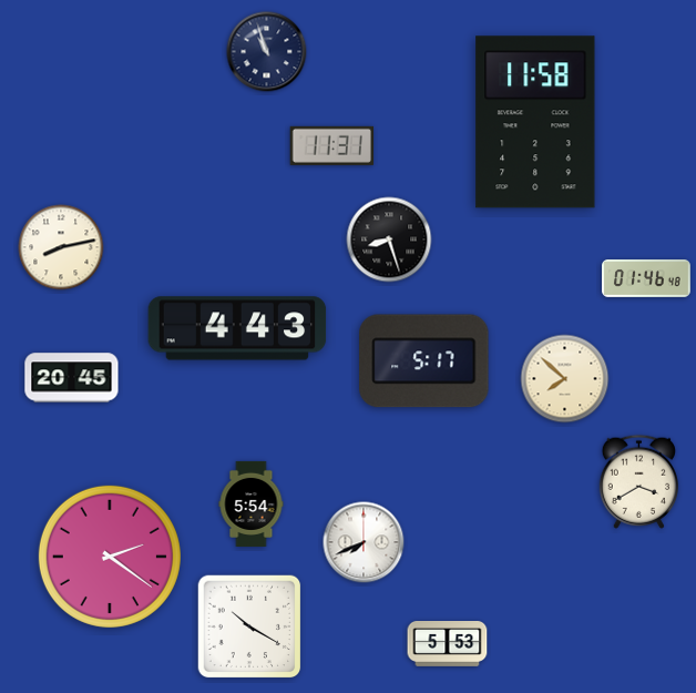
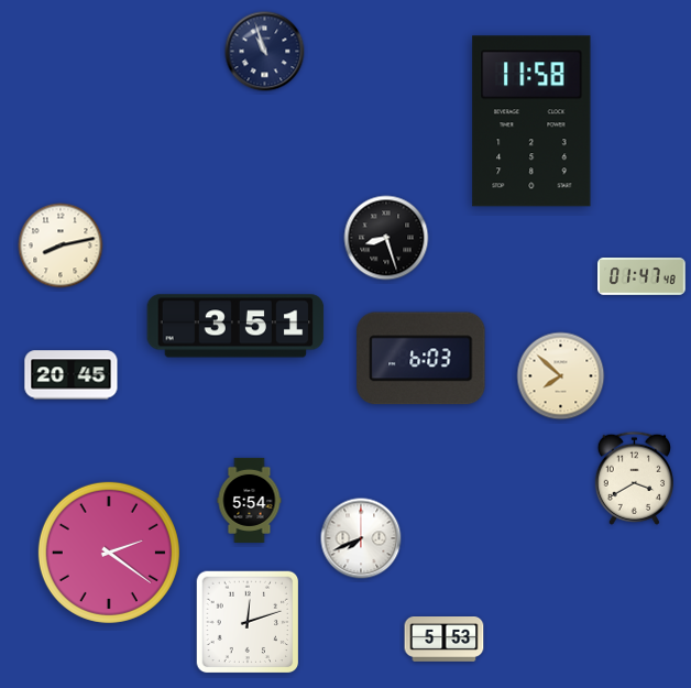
clock at (331, 145): 11:31 -> none
clock at (646, 279): 01:46 -> 01:47
clock at (237, 328): 4:43 -> 3:51
clock at (424, 361): 5:17 -> 6:03
clock at (249, 626): 10:20 -> 12:12
